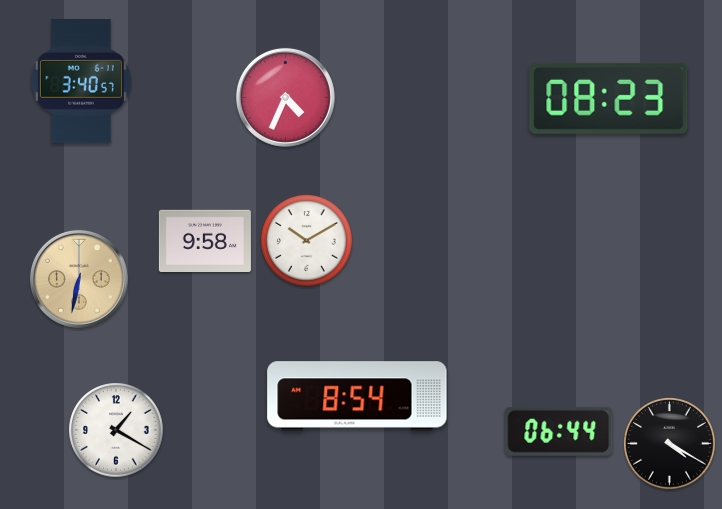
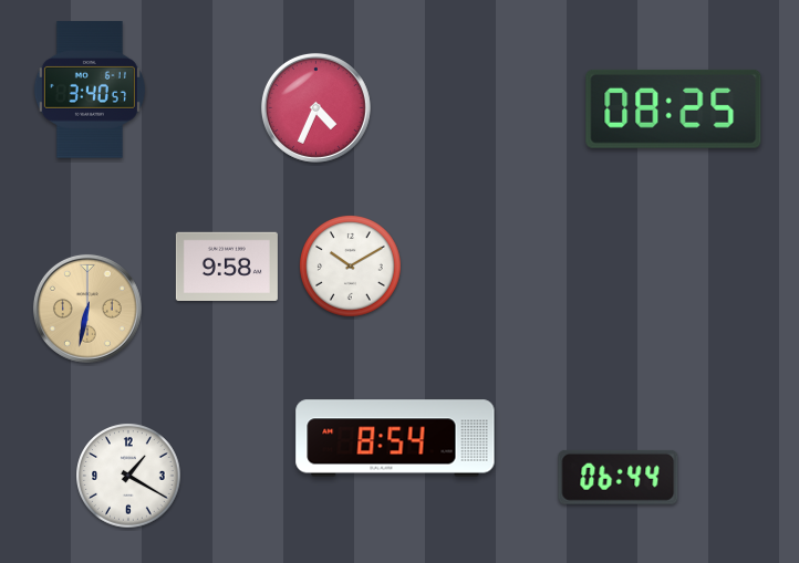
clock at (609, 98): 08:23 -> 08:25
clock at (307, 241) position: (307, 241) -> (351, 267)
clock at (670, 444): 4:20 -> none
